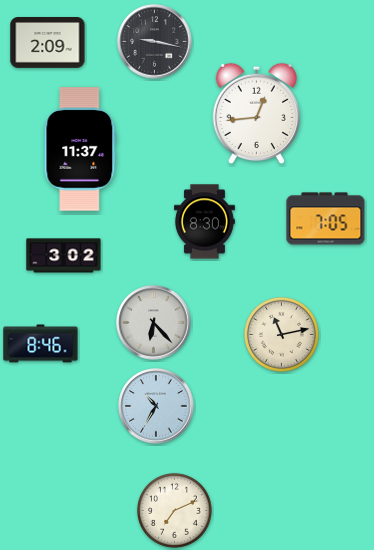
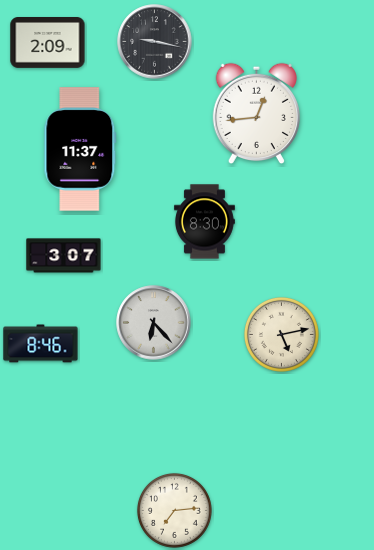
clock at (326, 219): 7:05 -> none
clock at (64, 256): 3:02 -> 3:07
clock at (281, 334): 11:13 -> 5:13
clock at (156, 406): 10:35 -> none
clock at (174, 510): 7:11 -> 7:14
